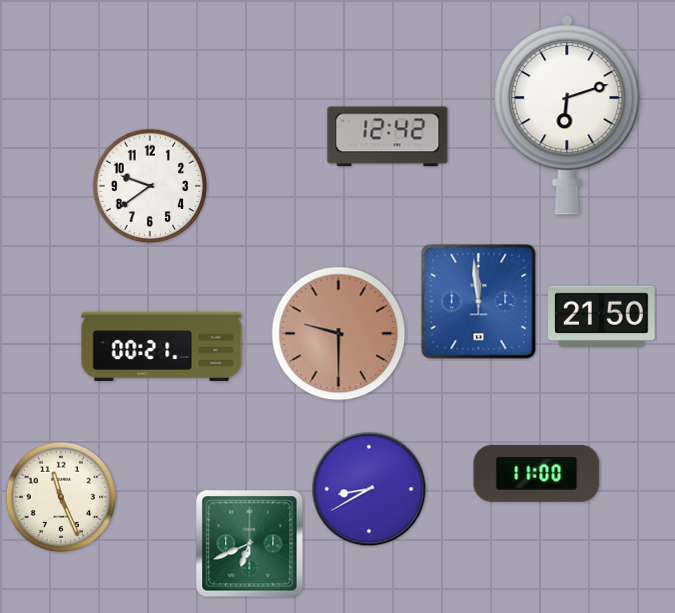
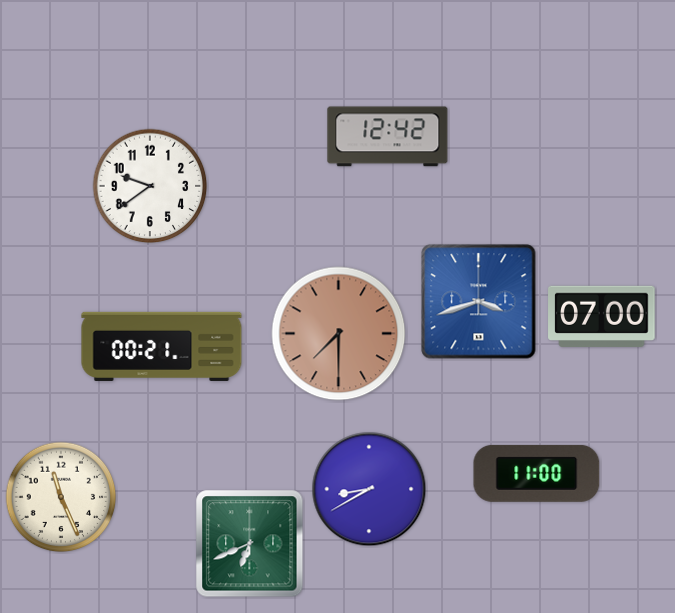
clock at (567, 115): 6:12 -> none
clock at (479, 302): 11:59 -> 3:42
clock at (602, 316): 21:50 -> 07:00
clock at (339, 334): 9:30 -> 7:30
